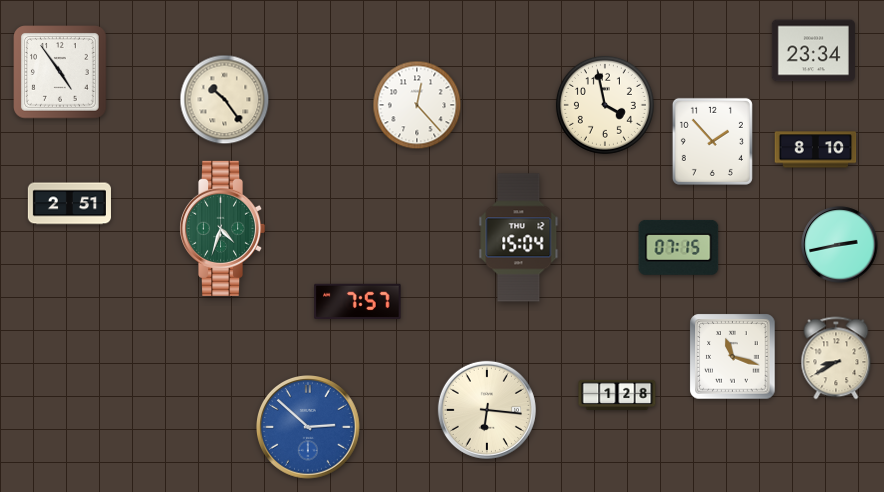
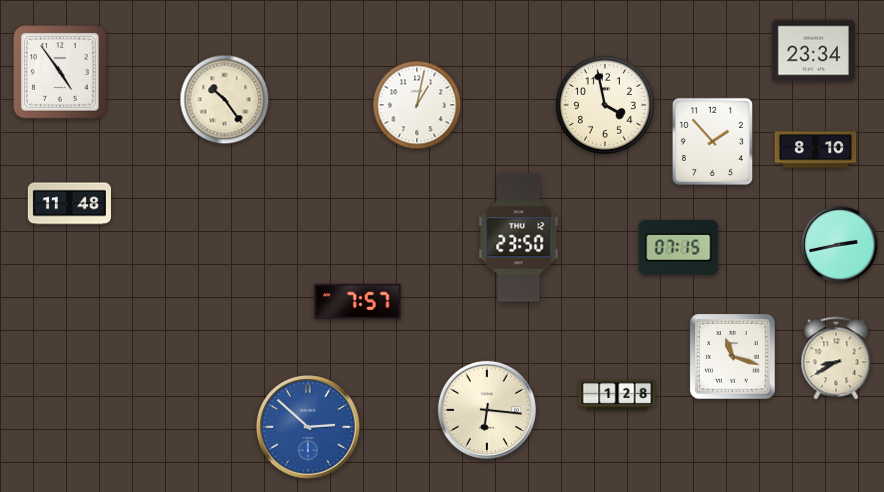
clock at (417, 105): 12:23 -> 1:02
clock at (69, 204): 2:51 -> 11:48
clock at (223, 228): 4:33 -> none
clock at (519, 238): 15:04 -> 23:50
